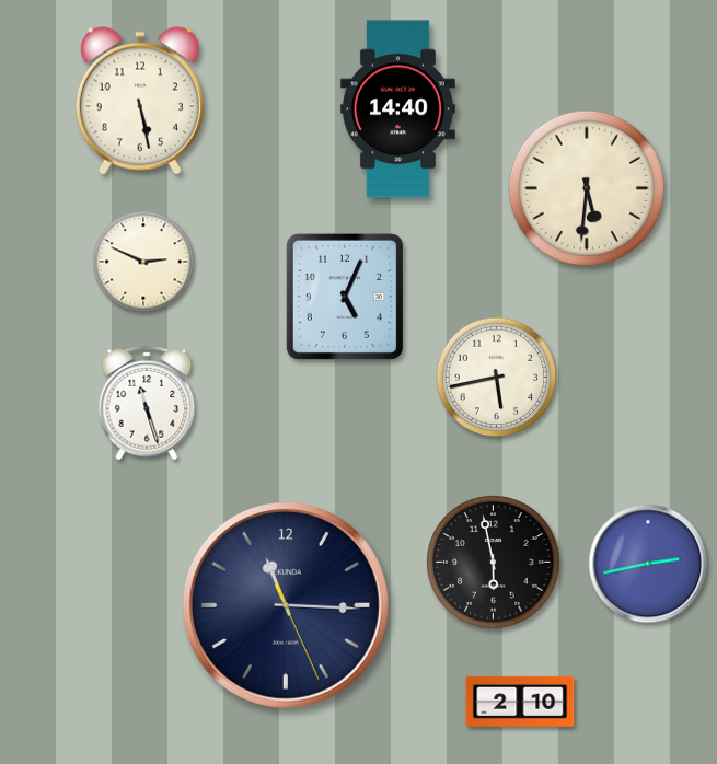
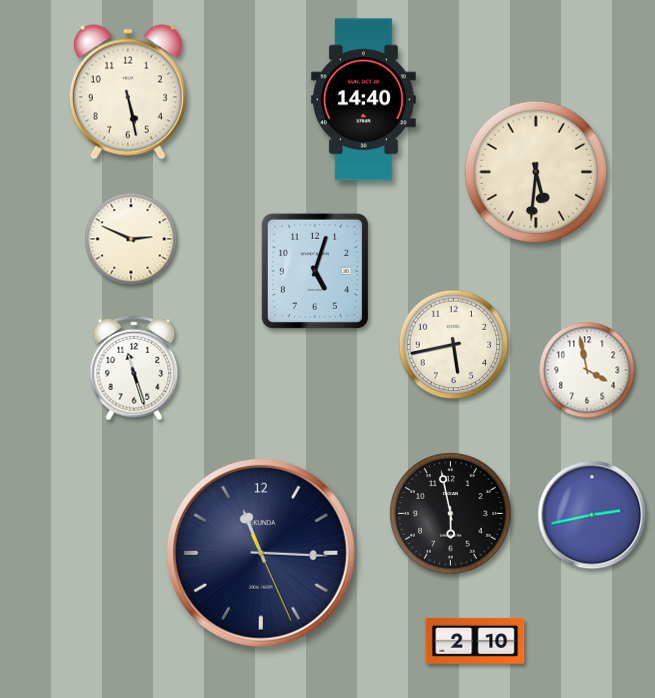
clock at (345, 297): 5:04 -> 5:03
clock at (587, 370): none -> 3:58
